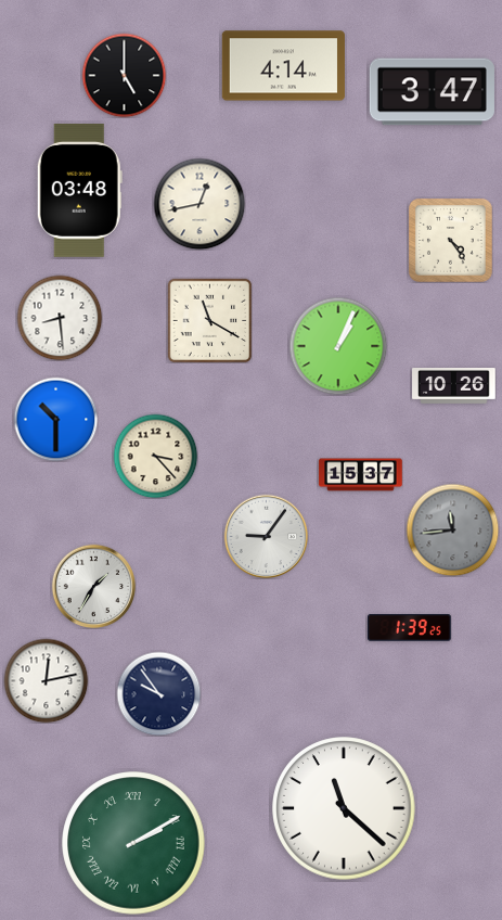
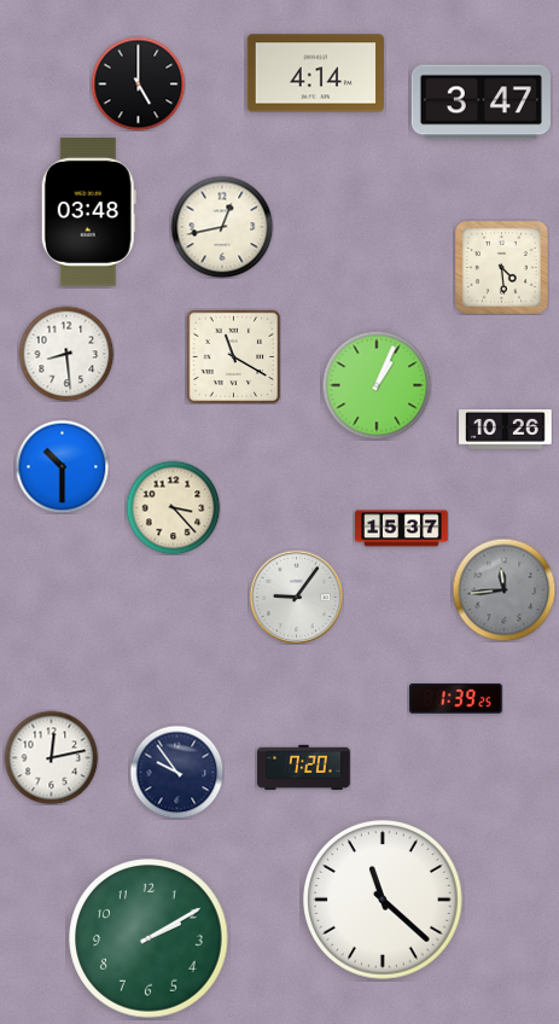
clock at (451, 241): 4:24 -> 4:29
clock at (93, 586): 1:35 -> none
clock at (304, 768): none -> 7:20
clock at (133, 843) numerals: Roman -> Arabic
